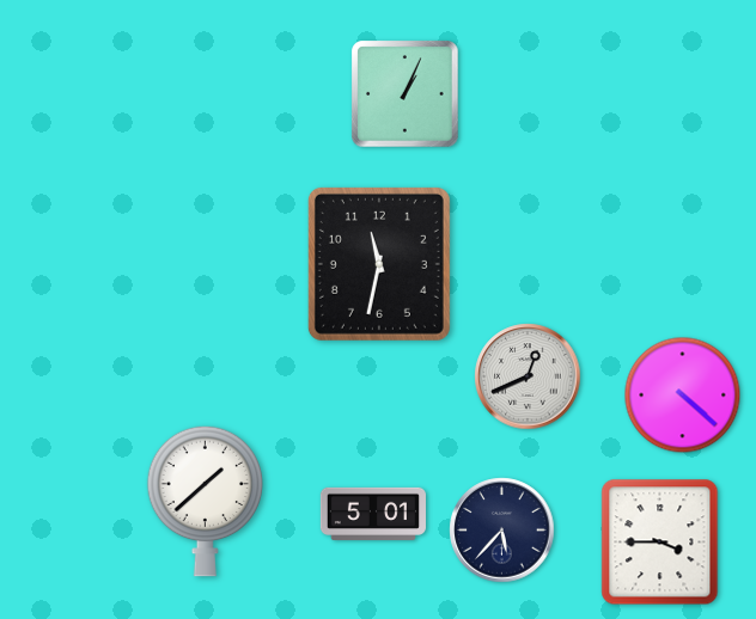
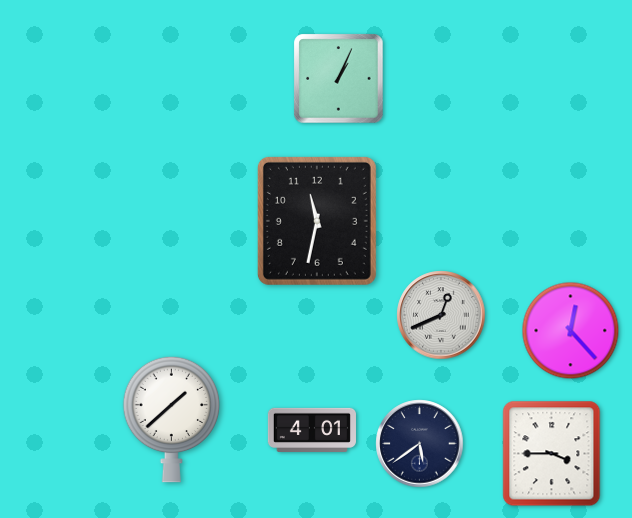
clock at (683, 396): 4:22 -> 12:23
clock at (373, 513): 5:01 -> 4:01
clock at (502, 531): 5:37 -> 5:39
